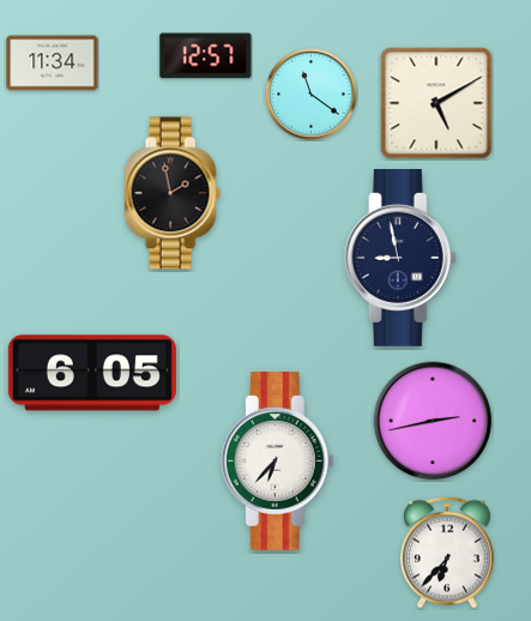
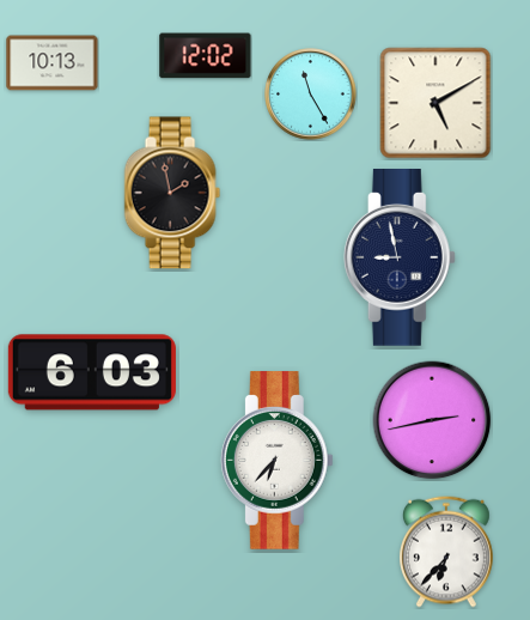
clock at (206, 56): 12:57 -> 12:02
clock at (53, 64): 11:34 -> 10:13
clock at (312, 95): 11:21 -> 11:25
clock at (92, 373): 6:05 -> 6:03
